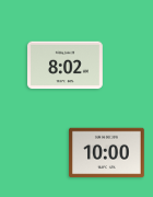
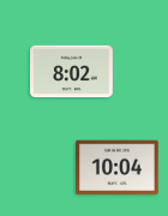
clock at (107, 153): 10:00 -> 10:04
